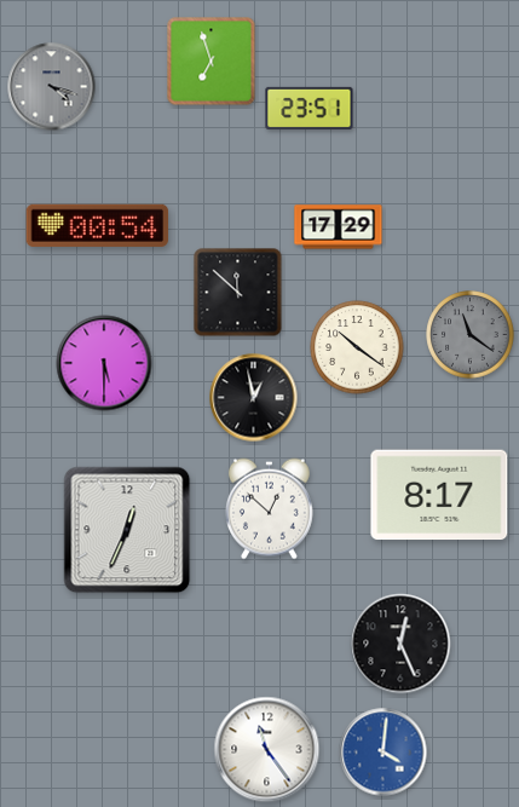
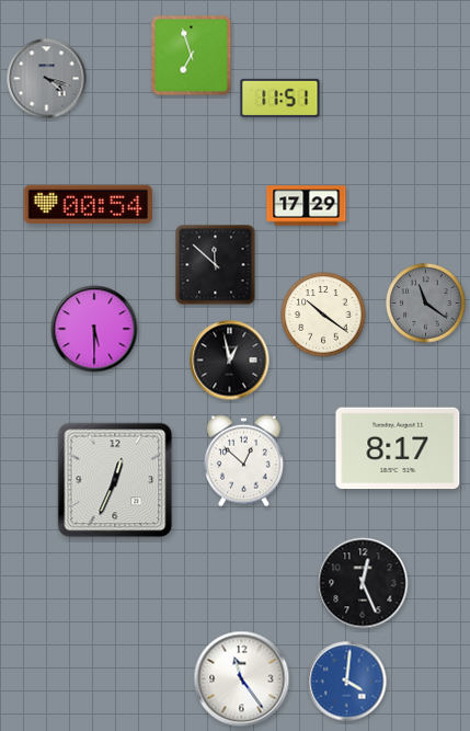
clock at (310, 108): 23:51 -> 11:51
